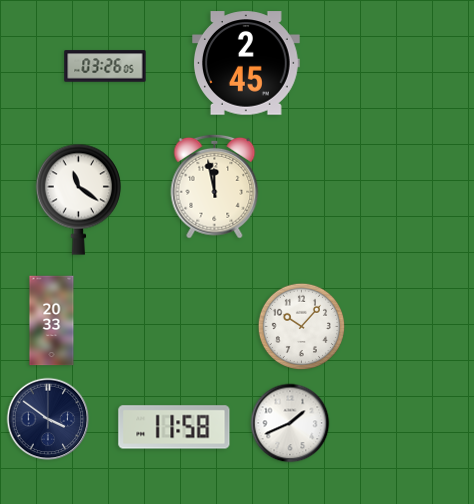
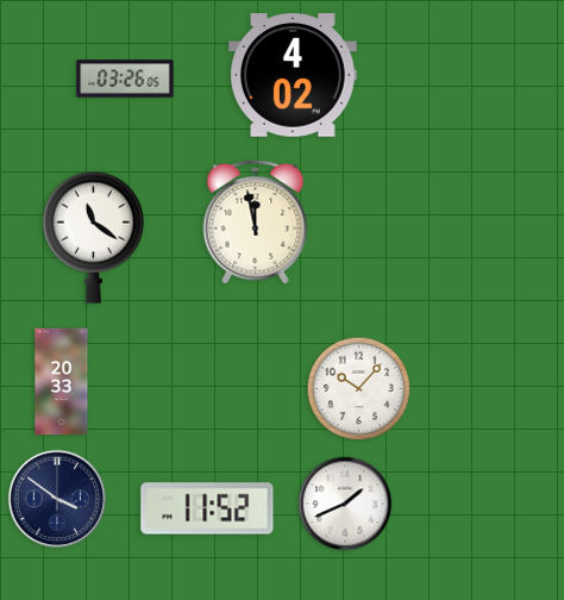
clock at (247, 63): 2:45 -> 4:02
clock at (174, 427): 11:58 -> 11:52
